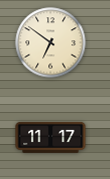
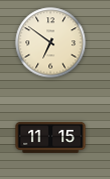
clock at (51, 137): 11:17 -> 11:15
